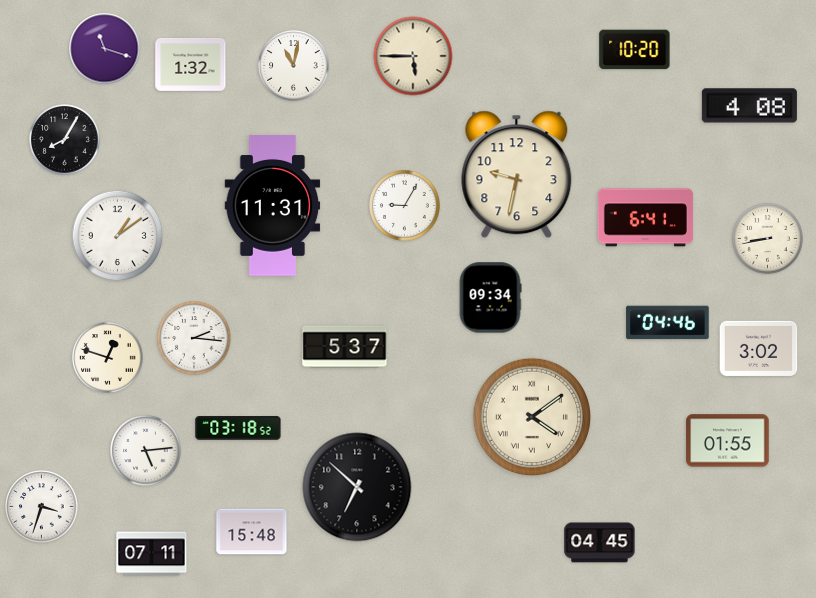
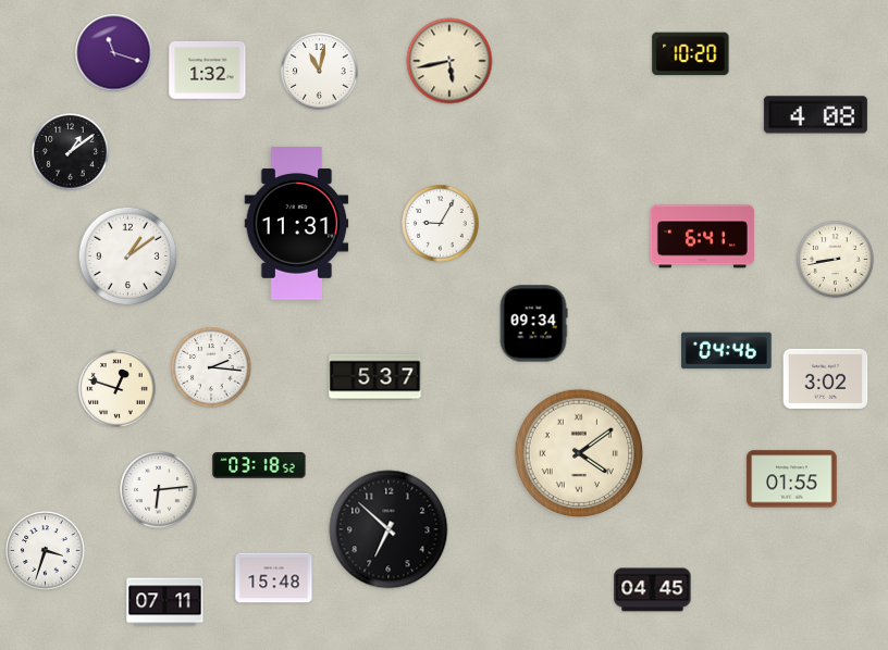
clock at (413, 56): 5:45 -> 5:43
clock at (65, 140): 8:05 -> 1:09
clock at (517, 175): 9:32 -> none
clock at (146, 451): 5:14 -> 6:14
